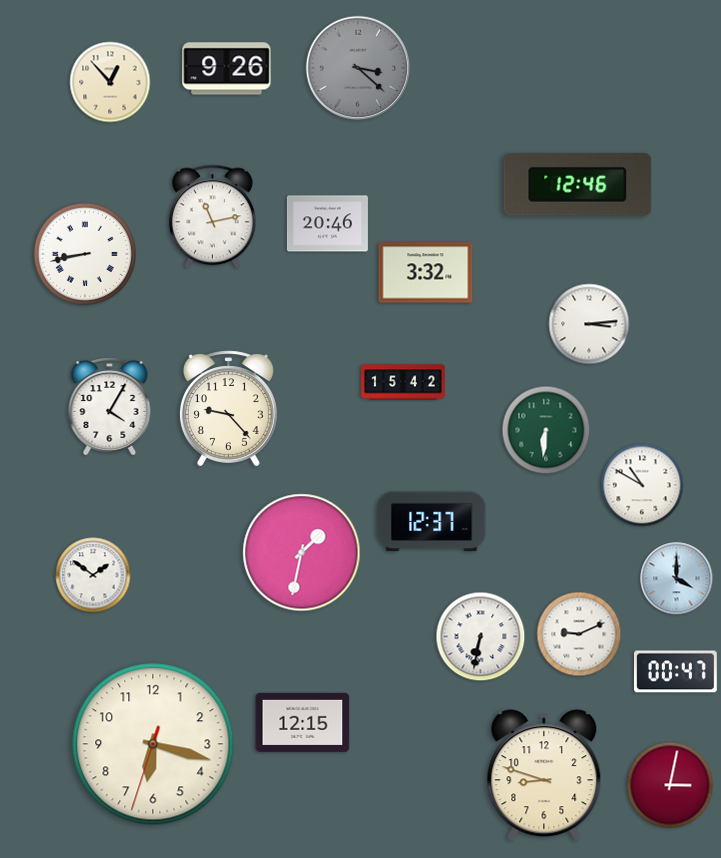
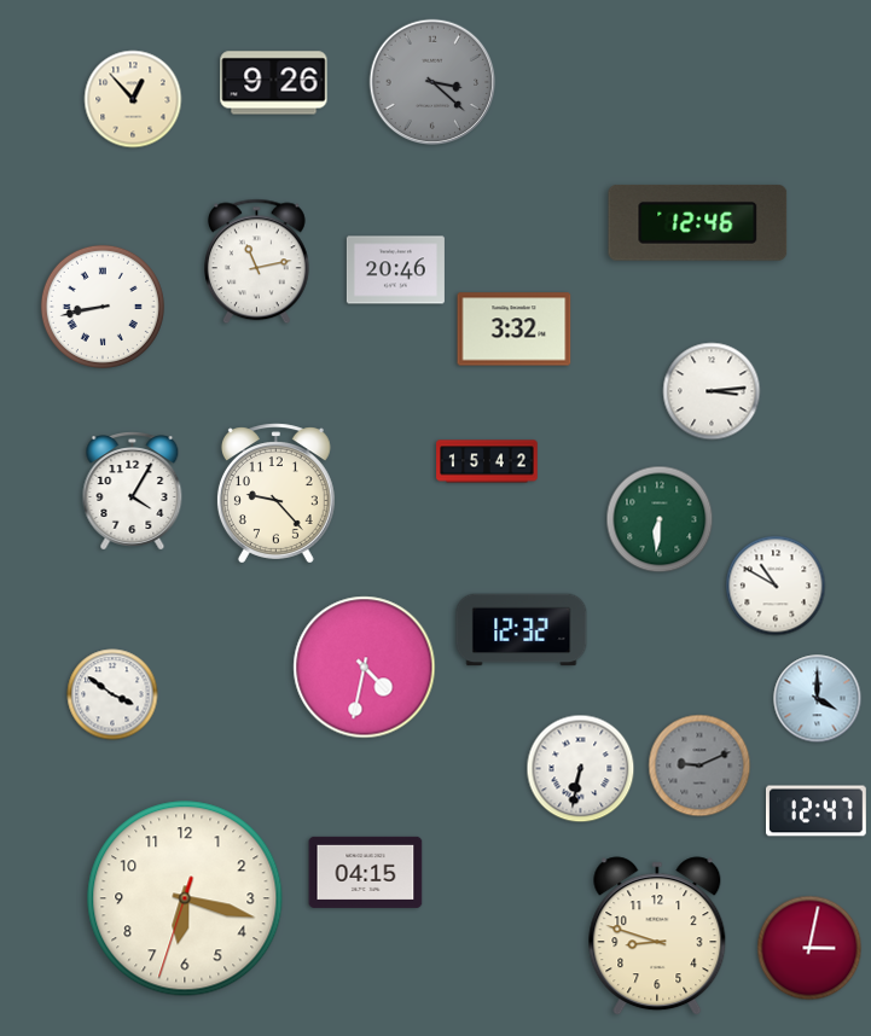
clock at (432, 522): 12:37 -> 12:32
clock at (302, 553): 1:32 -> 4:32
clock at (93, 575): 1:51 -> 3:51
clock at (579, 634) dial: white -> grey
clock at (676, 672): 00:47 -> 12:47
clock at (303, 722): 12:15 -> 04:15
